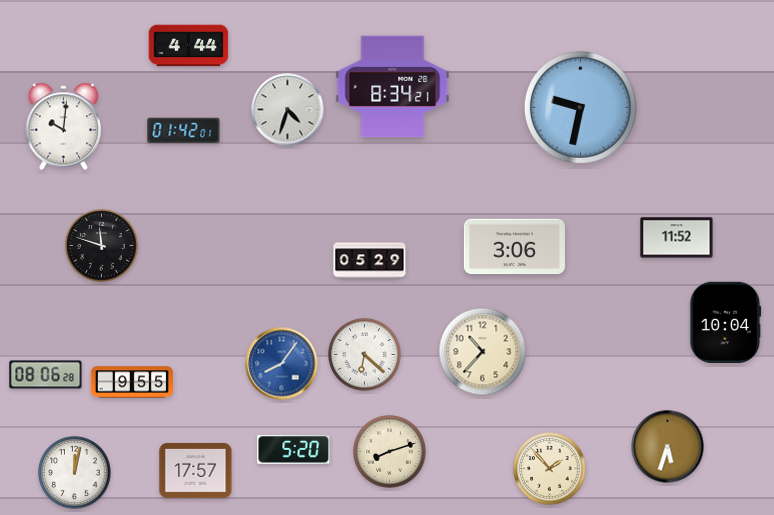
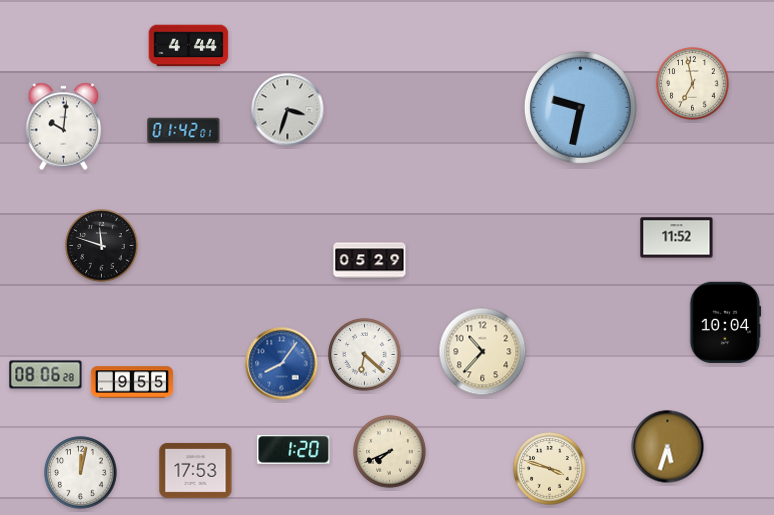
clock at (693, 84): none -> 6:58
clock at (393, 87): 8:34 -> none
clock at (288, 110): 4:33 -> 3:33
clock at (514, 247): 3:06 -> none
clock at (294, 450): 5:20 -> 1:20
clock at (390, 452): 8:12 -> 7:41
clock at (550, 469): 1:53 -> 3:48
clock at (196, 470): 17:57 -> 17:53
clock at (75, 473) position: (75, 473) -> (81, 473)
